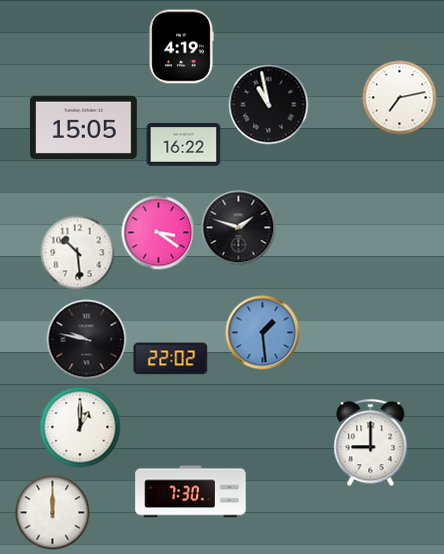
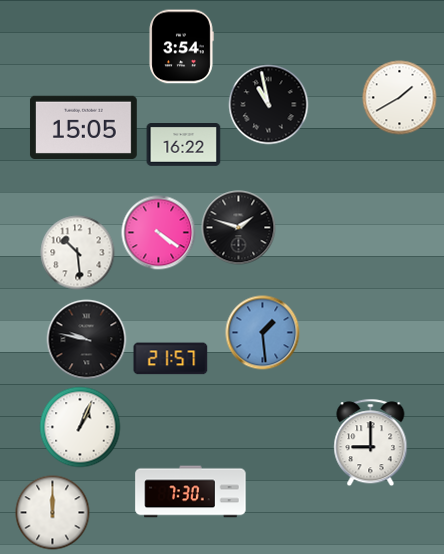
clock at (181, 47): 4:19 -> 3:54
clock at (400, 98): 7:13 -> 1:40
clock at (159, 233): 3:21 -> 4:21
clock at (171, 359): 22:02 -> 21:57
clock at (80, 427): 1:00 -> 1:04
